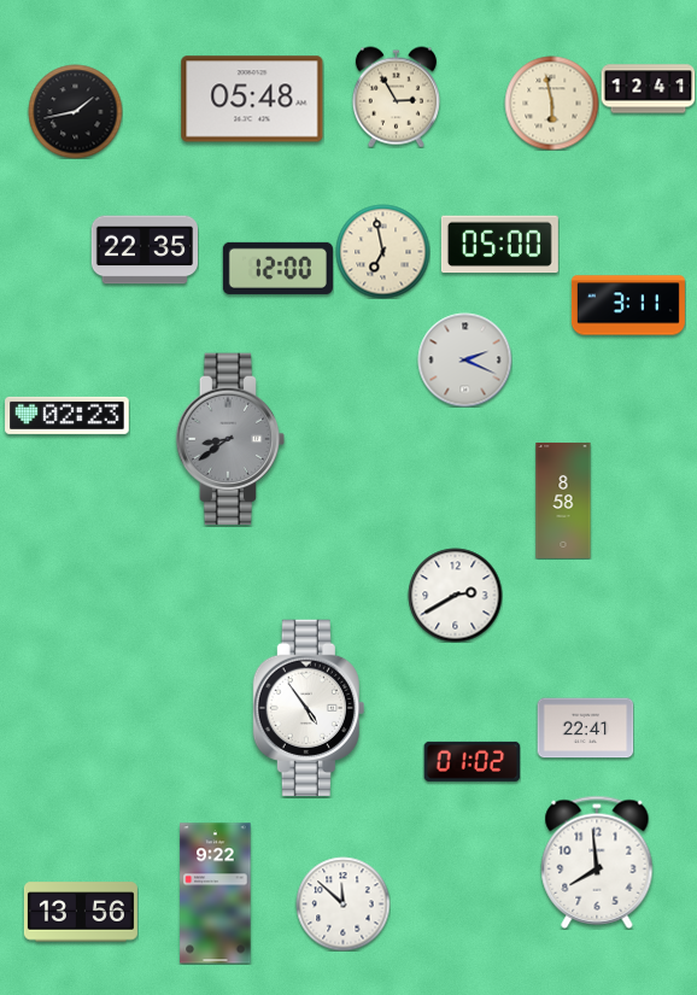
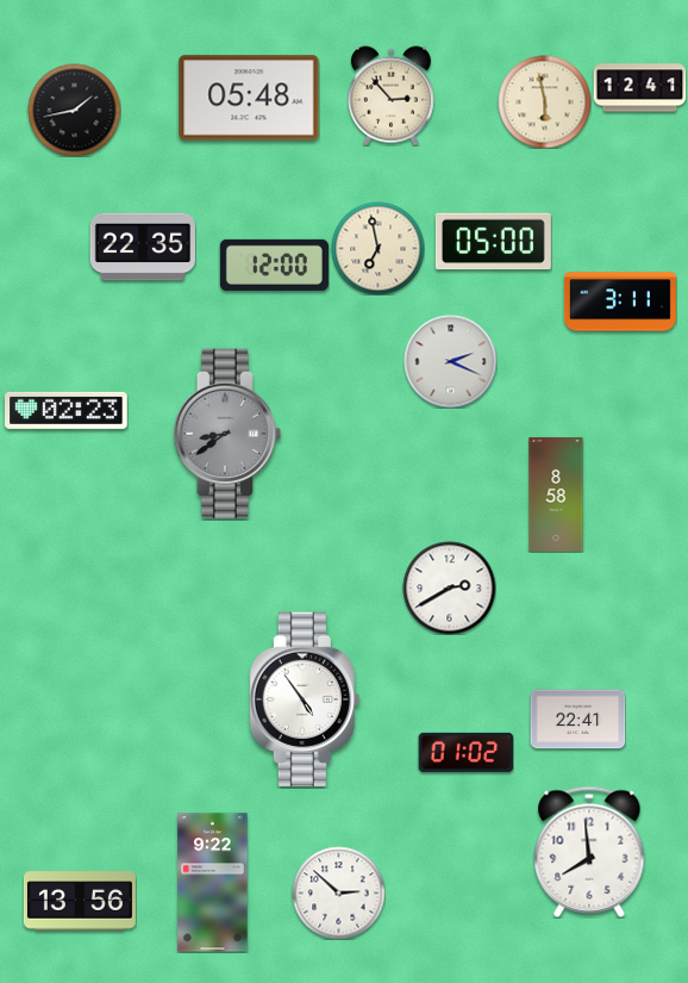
clock at (396, 96): 2:55 -> 2:53
clock at (464, 359) position: (464, 359) -> (450, 361)
clock at (342, 903): 11:52 -> 2:52
